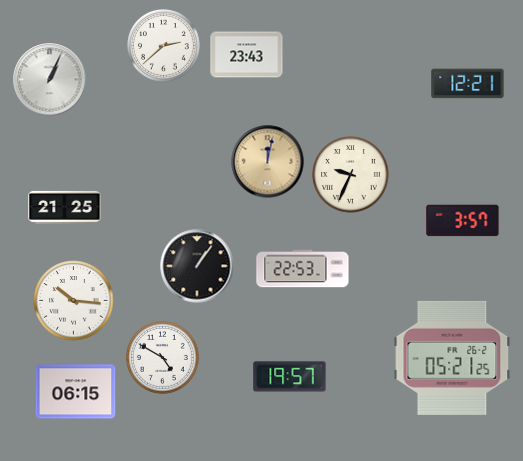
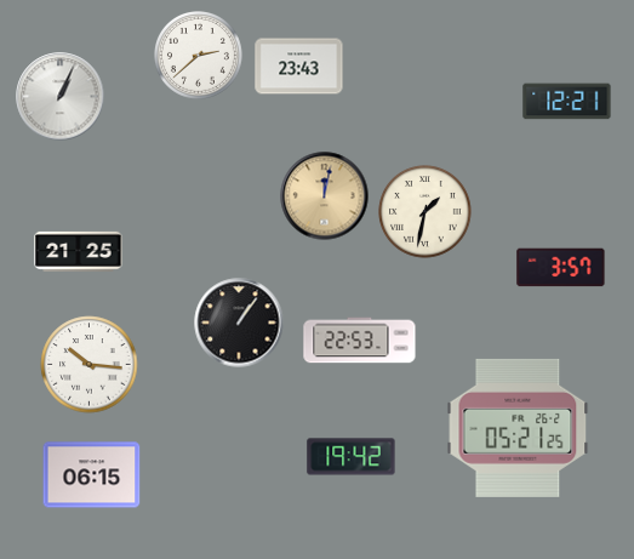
clock at (351, 175): 9:34 -> 1:32
clock at (303, 269) position: (303, 269) -> (360, 341)
clock at (163, 358): 4:50 -> none
clock at (452, 358) position: (452, 358) -> (518, 428)
clock at (290, 377): 19:57 -> 19:42
